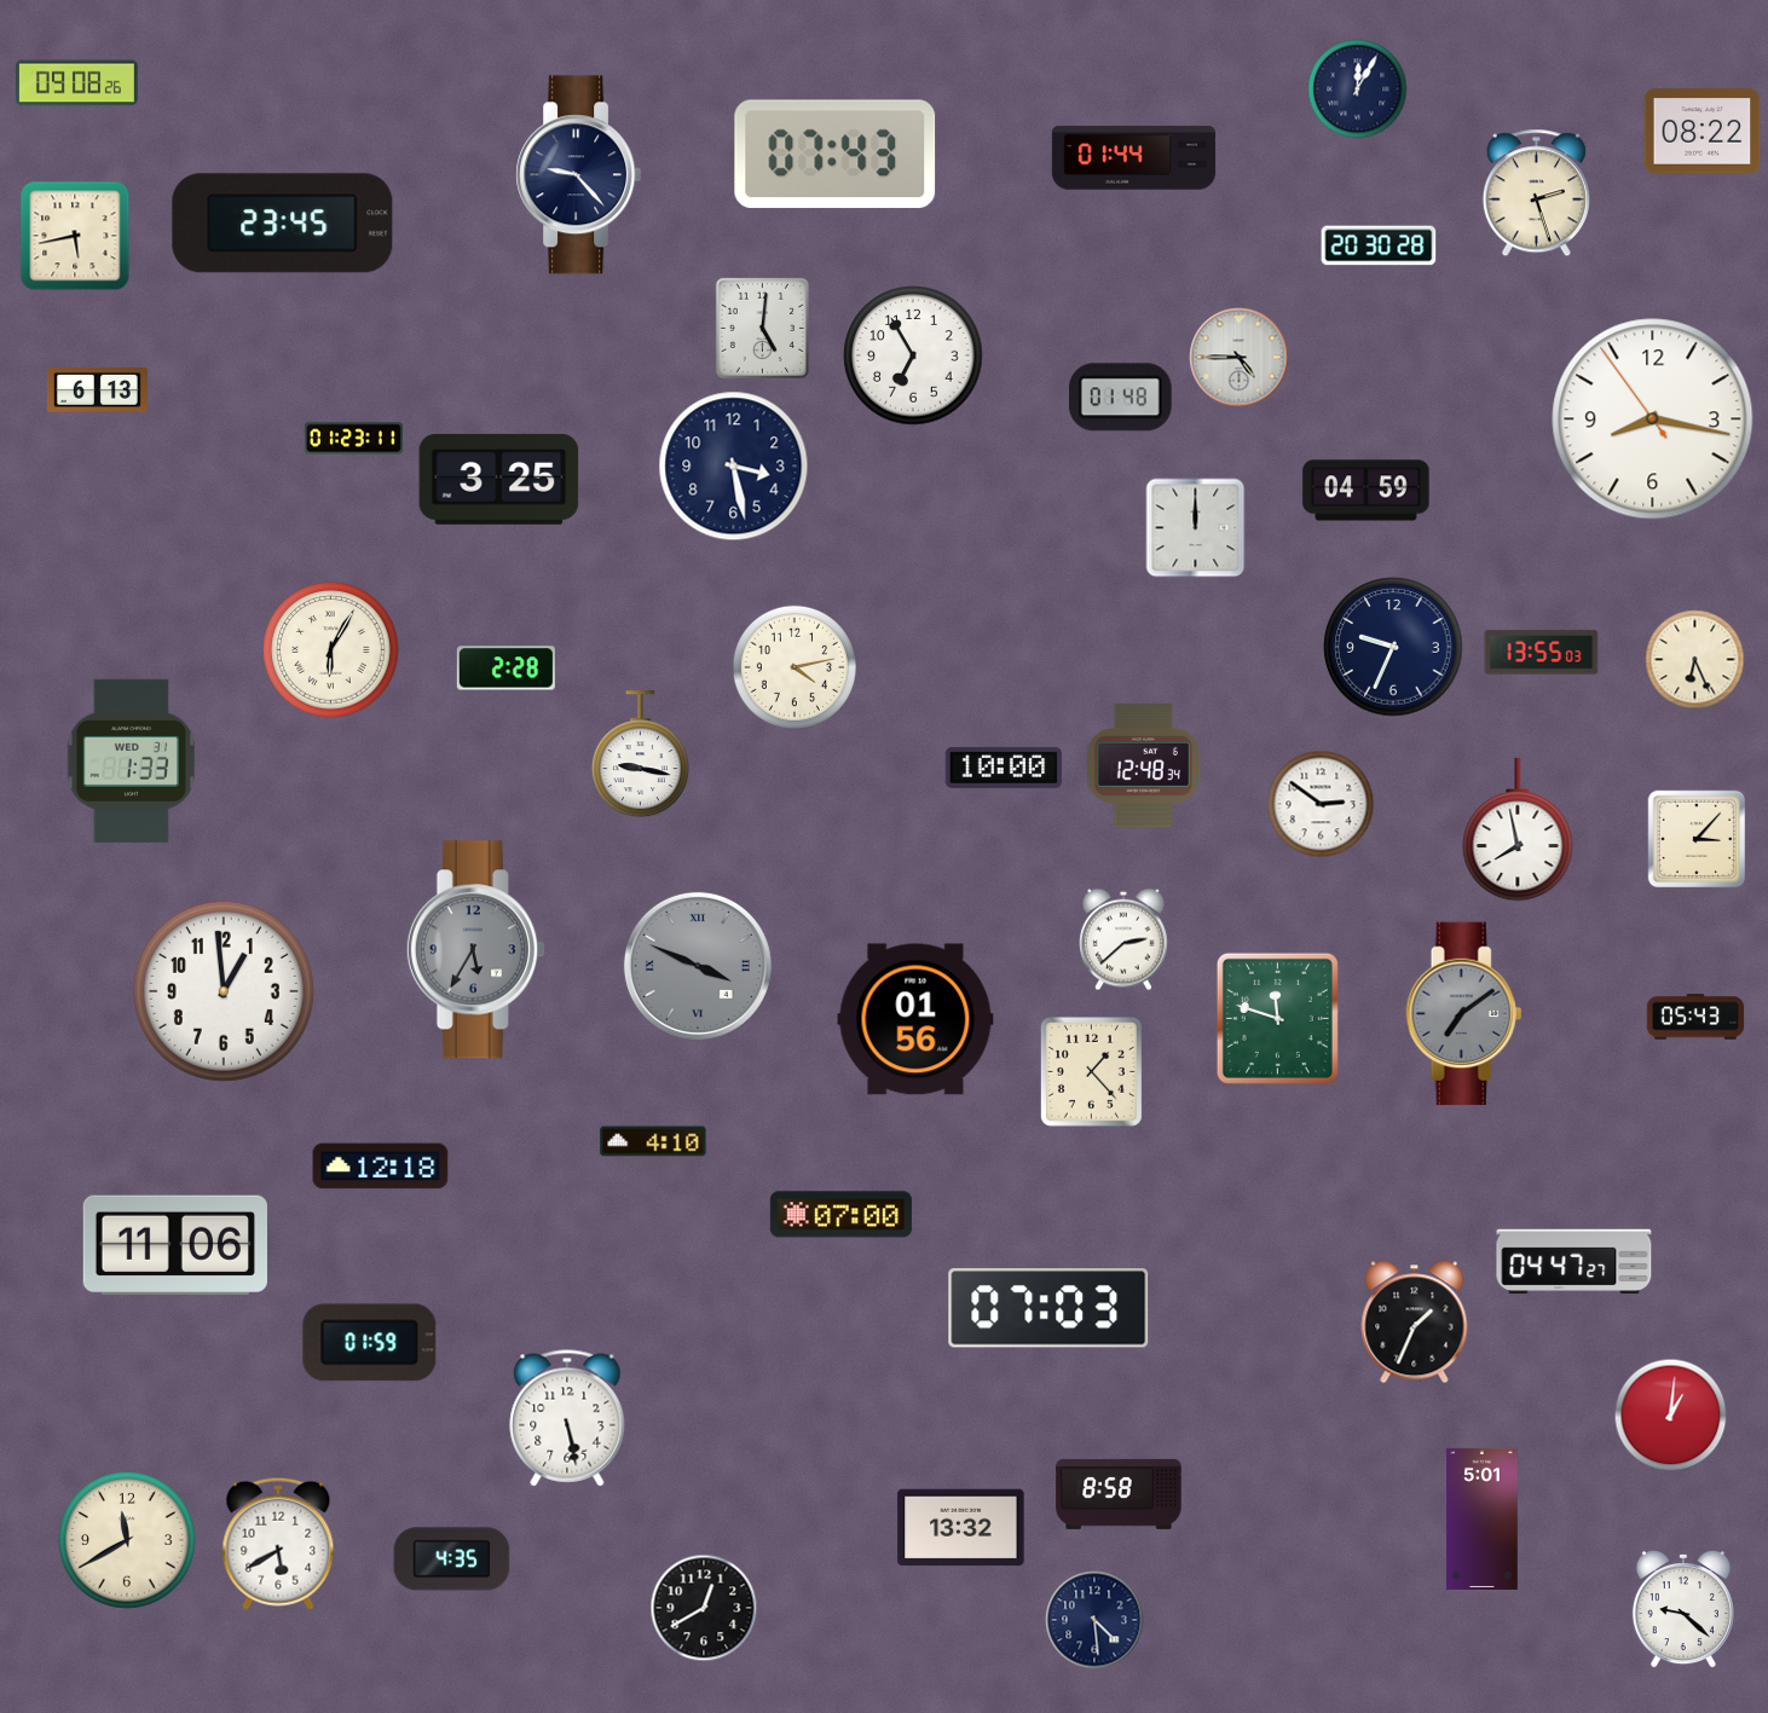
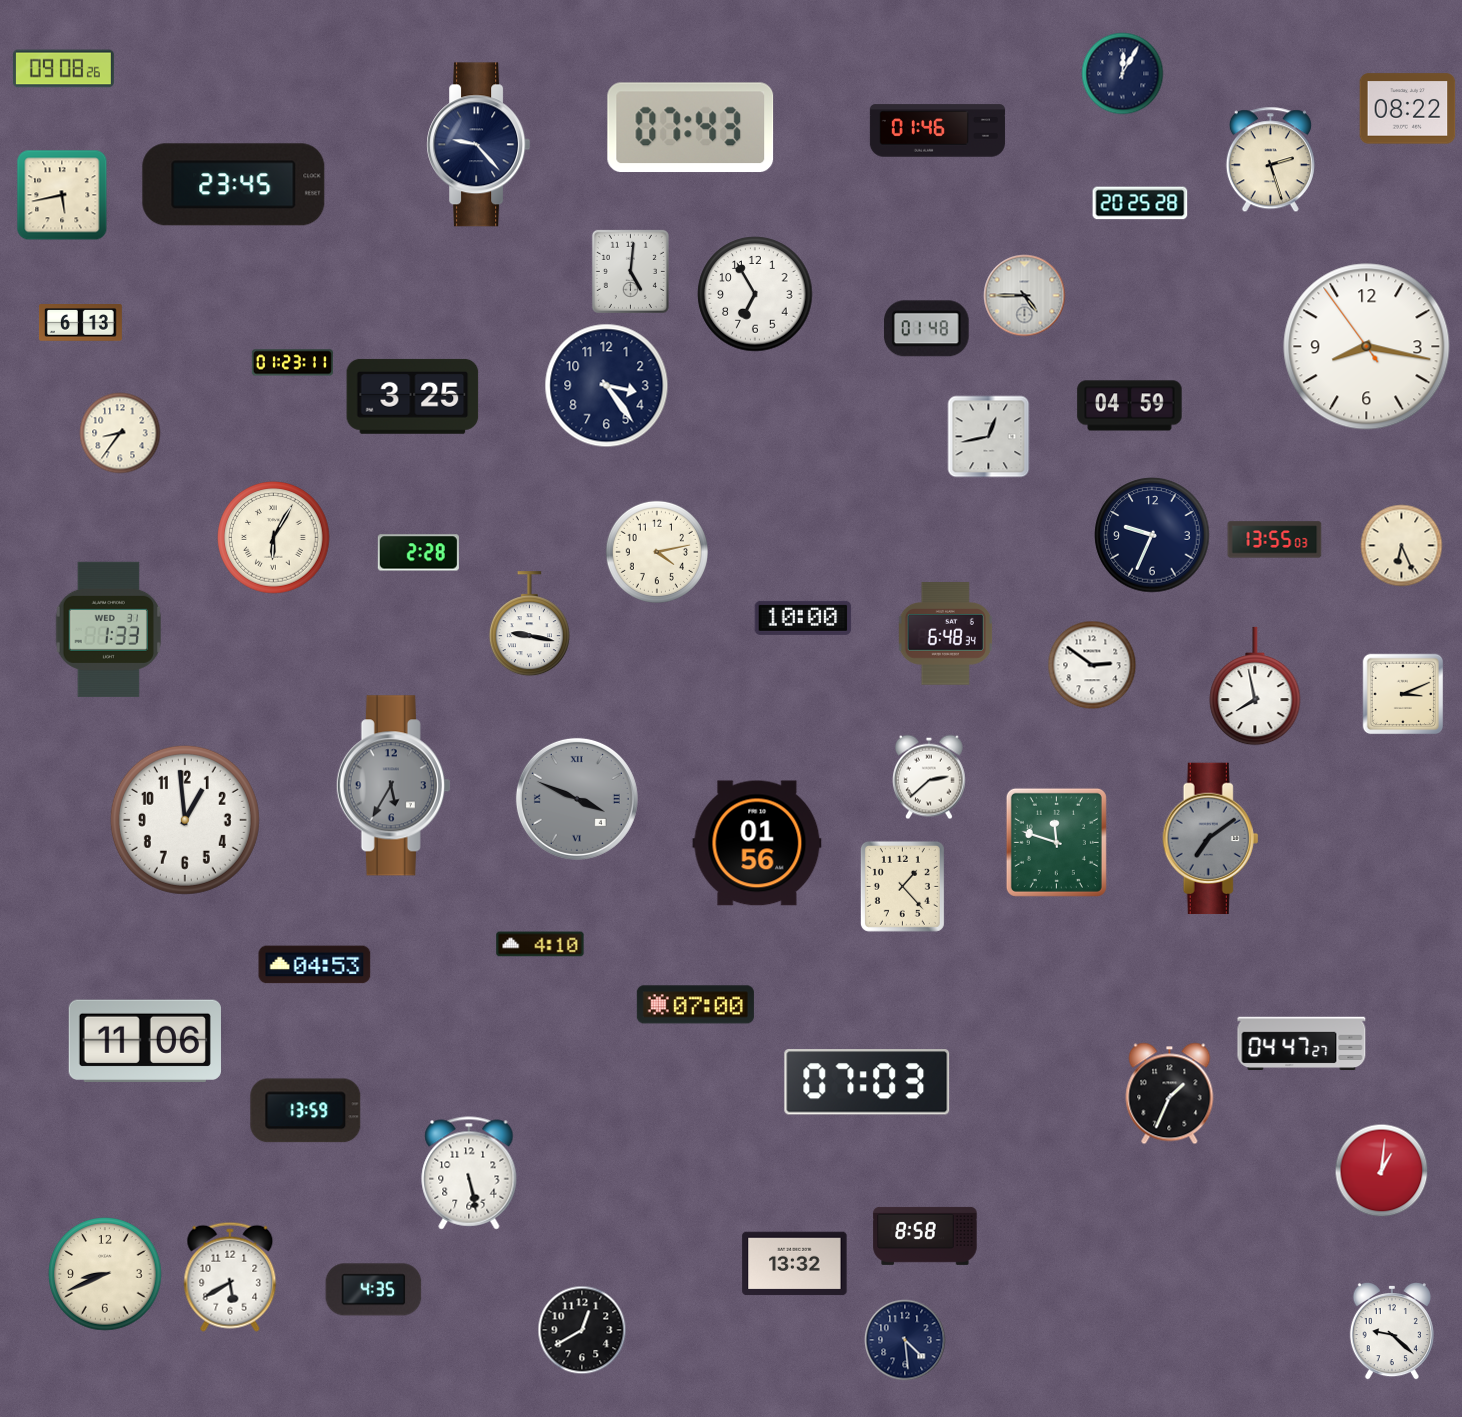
clock at (1133, 158): 01:44 -> 01:46
clock at (1379, 245): 20:30 -> 20:25
clock at (734, 467): 3:28 -> 3:24
clock at (120, 433): none -> 8:36
clock at (1196, 528): 12:00 -> 12:43
clock at (1143, 766): 12:48 -> 6:48
clock at (1004, 768) position: (1004, 768) -> (803, 618)
clock at (1697, 839): 3:07 -> 3:11
clock at (1694, 1017): 05:43 -> none
clock at (381, 1167): 12:18 -> 04:53
clock at (175, 1244) position: (175, 1244) -> (145, 1040)
clock at (370, 1343): 01:59 -> 13:59
clock at (1483, 1518): 5:01 -> none
clock at (127, 1540): 11:40 -> 8:41
